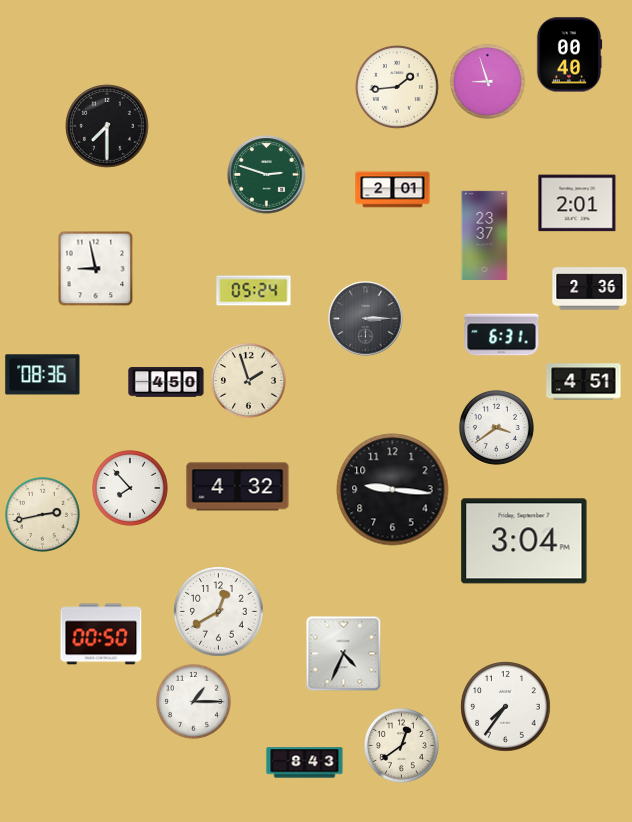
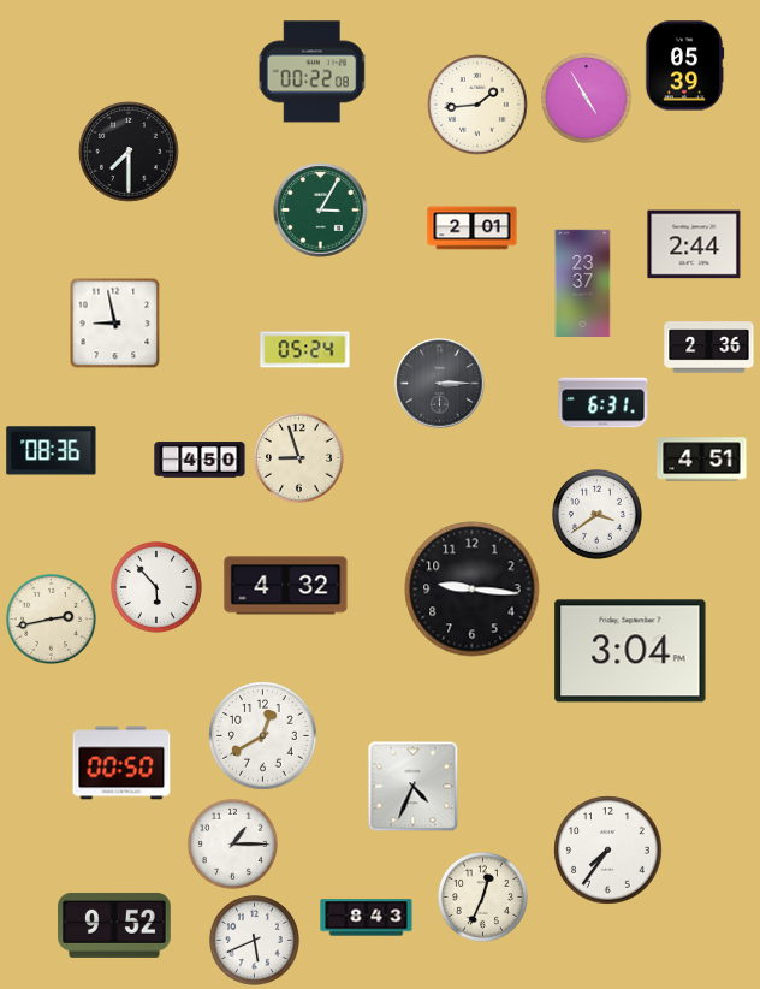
clock at (569, 55): 00:40 -> 05:39
clock at (313, 72): none -> 00:22
clock at (487, 81): 8:57 -> 4:55
clock at (267, 175): 2:48 -> 3:05
clock at (577, 203): 2:01 -> 2:44
clock at (248, 380): 1:57 -> 8:57
clock at (130, 488): 7:53 -> 5:53
clock at (401, 745): 12:39 -> 12:34
clock at (115, 925): none -> 9:52
clock at (254, 940): none -> 5:41
